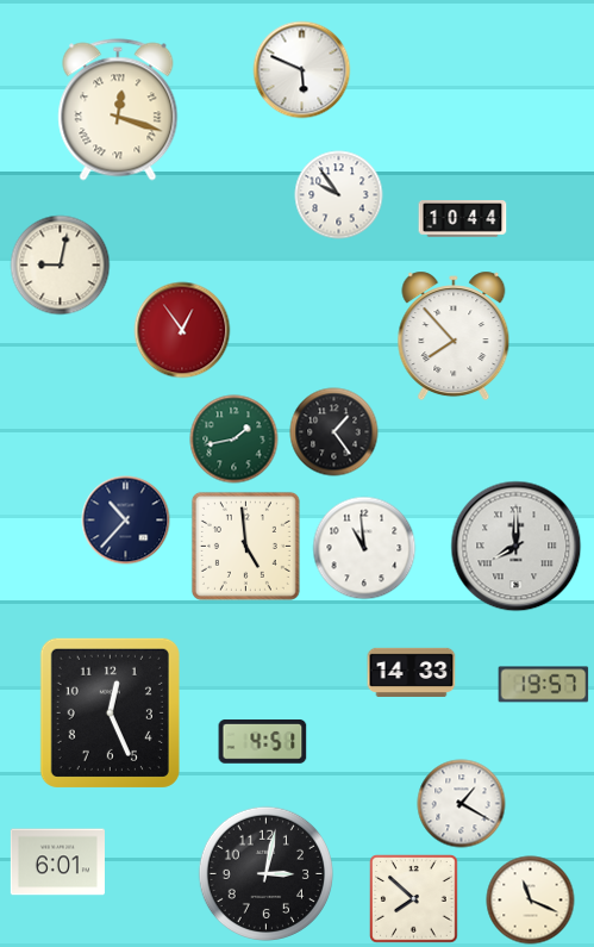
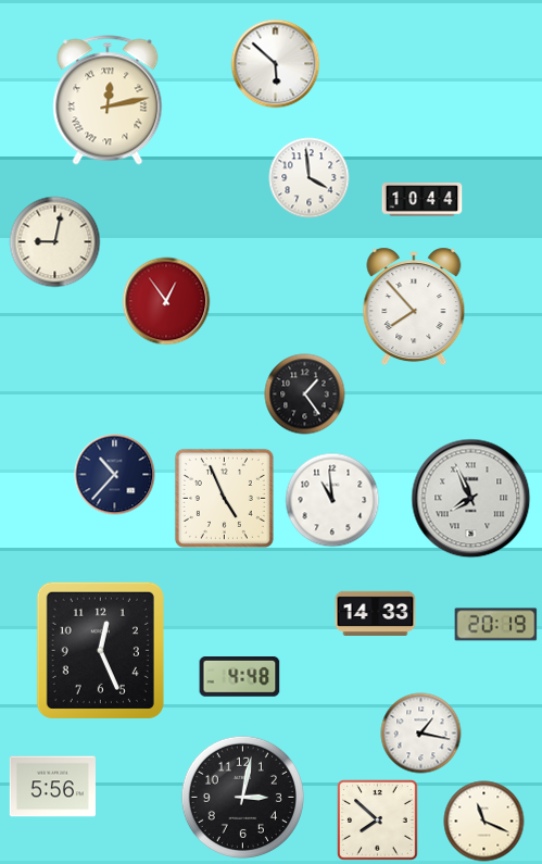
clock at (302, 70): 5:49 -> 5:52
clock at (118, 110): 12:18 -> 12:13
clock at (339, 195): 9:54 -> 3:59
clock at (235, 440): 1:43 -> none
clock at (245, 546): 4:59 -> 4:56
clock at (517, 547): 8:00 -> 7:56
clock at (544, 685): 19:57 -> 20:19
clock at (263, 742): 4:51 -> 4:48
clock at (462, 804): 1:20 -> 1:17
clock at (57, 862): 6:01 -> 5:56
